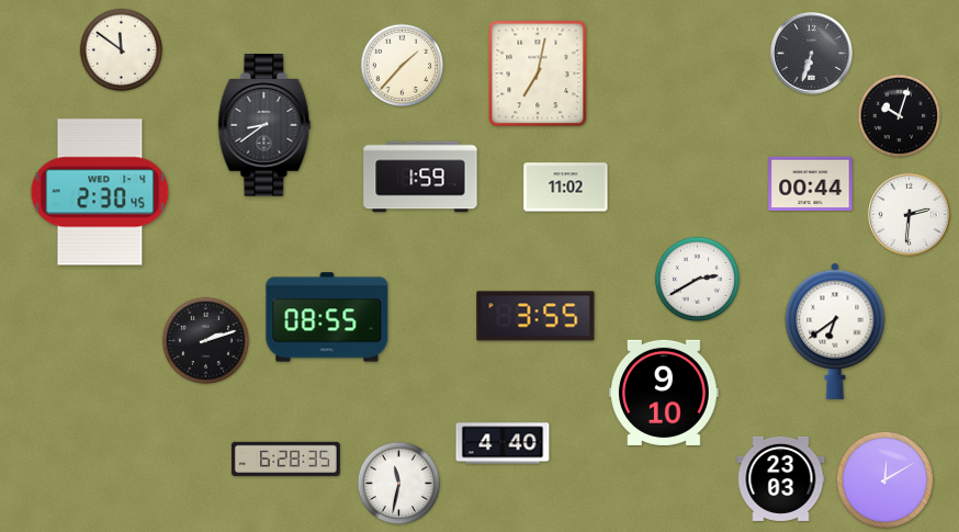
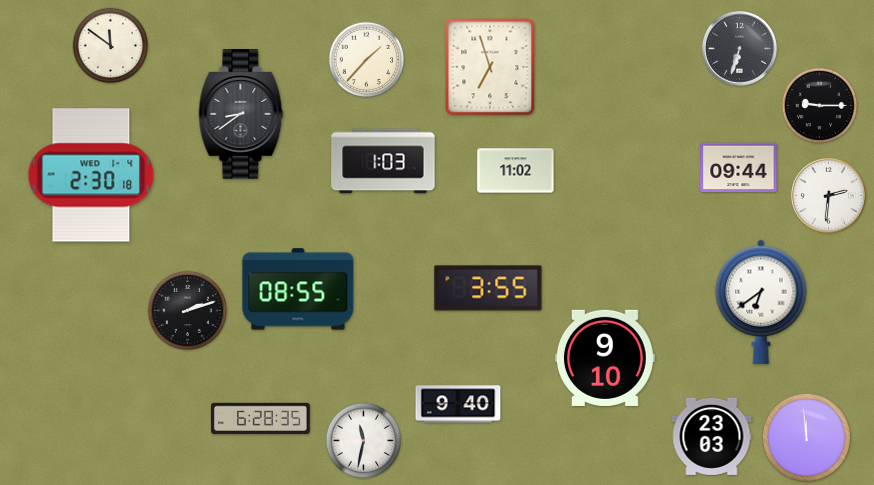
clock at (538, 73): 7:02 -> 6:57
clock at (900, 116): 10:03 -> 9:15
clock at (420, 177): 1:59 -> 1:03
clock at (811, 184): 00:44 -> 09:44
clock at (100, 192): 2:30:45 -> 2:30:18
clock at (698, 280): 2:40 -> none
clock at (503, 443): 4:40 -> 9:40
clock at (884, 479): 12:10 -> 11:59
